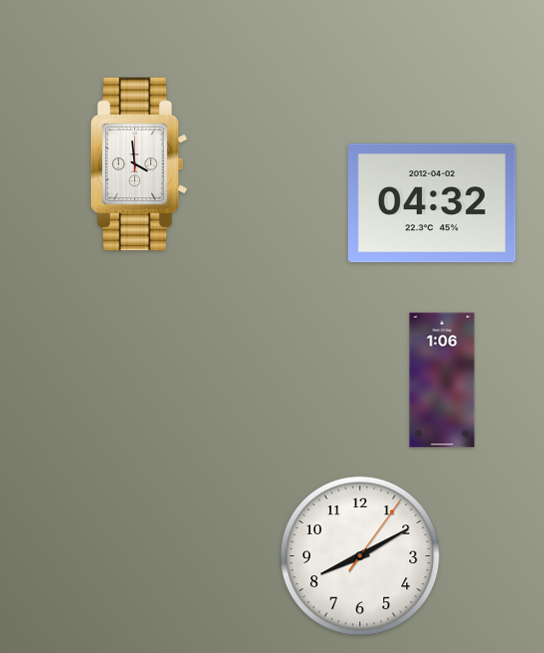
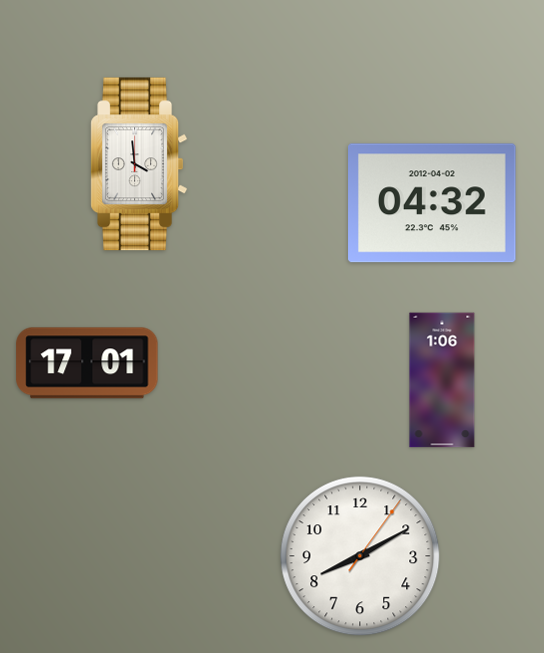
clock at (87, 363): none -> 17:01
